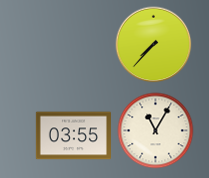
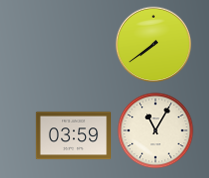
clock at (154, 45): 7:37 -> 7:39
clock at (73, 136): 03:55 -> 03:59
